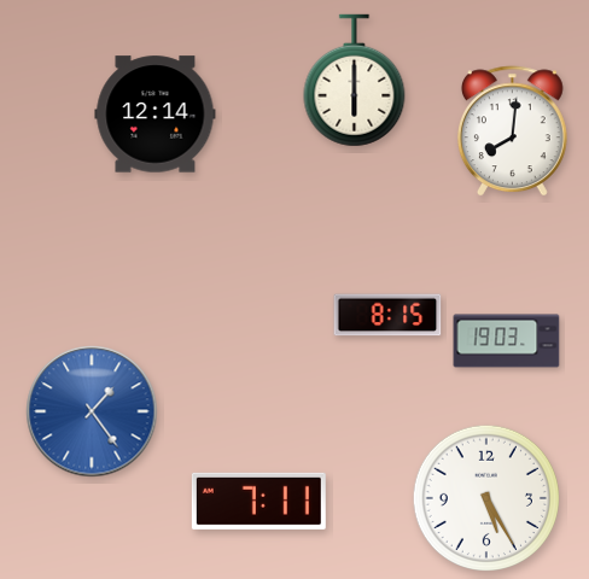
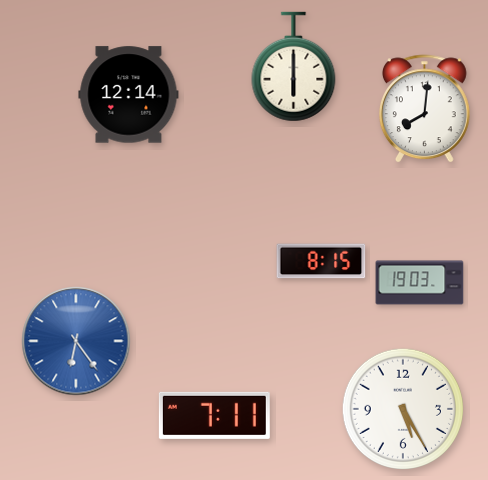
clock at (92, 411): 1:24 -> 6:24
clock at (485, 497) position: (485, 497) -> (402, 408)
